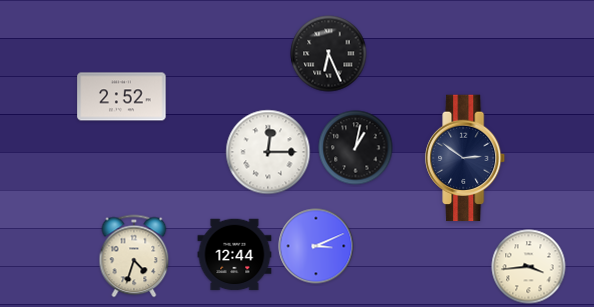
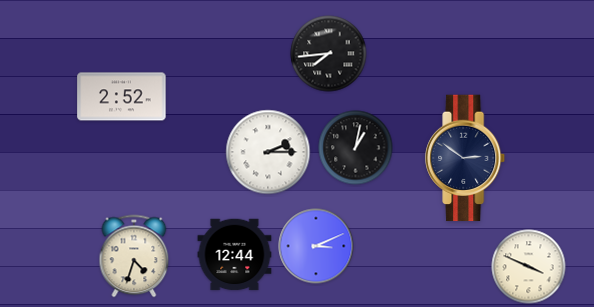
clock at (329, 54): 6:26 -> 7:44
clock at (268, 152): 12:15 -> 2:15
clock at (529, 267): 3:44 -> 3:49
